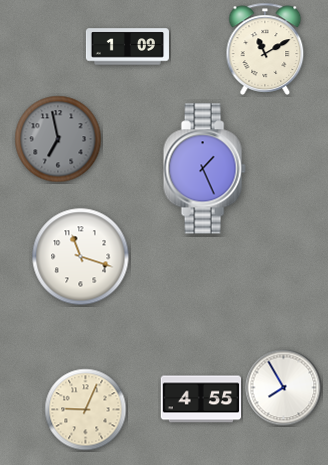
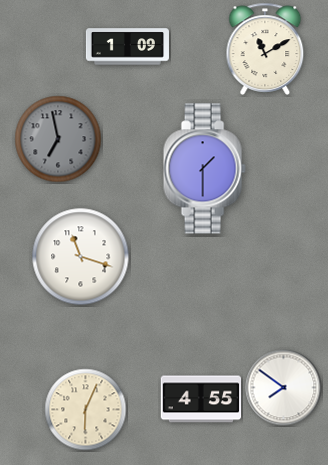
clock at (204, 169): 1:26 -> 1:30
clock at (284, 388): 7:55 -> 7:51
clock at (86, 410): 9:04 -> 6:04
